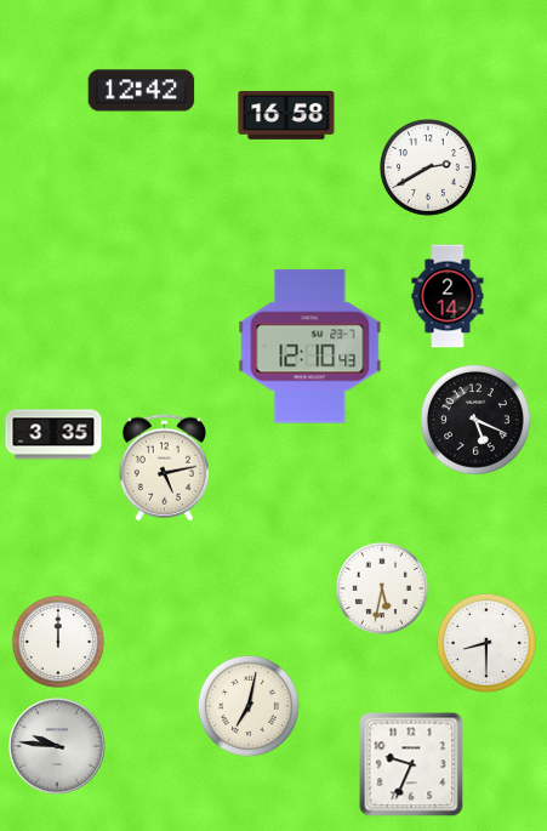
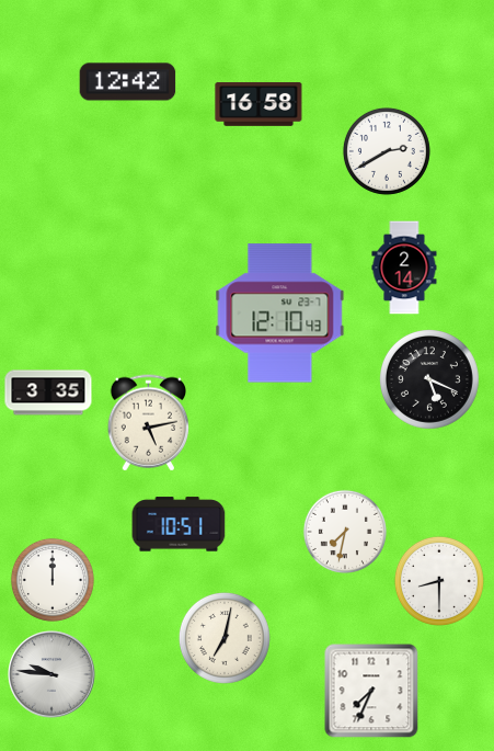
clock at (179, 524): none -> 10:51
clock at (382, 588): 5:32 -> 7:32
clock at (411, 764): 9:34 -> 7:34
